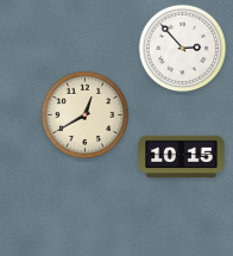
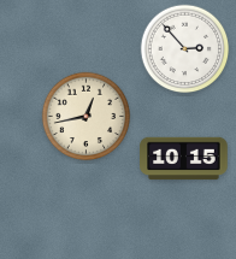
clock at (86, 115): 12:40 -> 12:43
